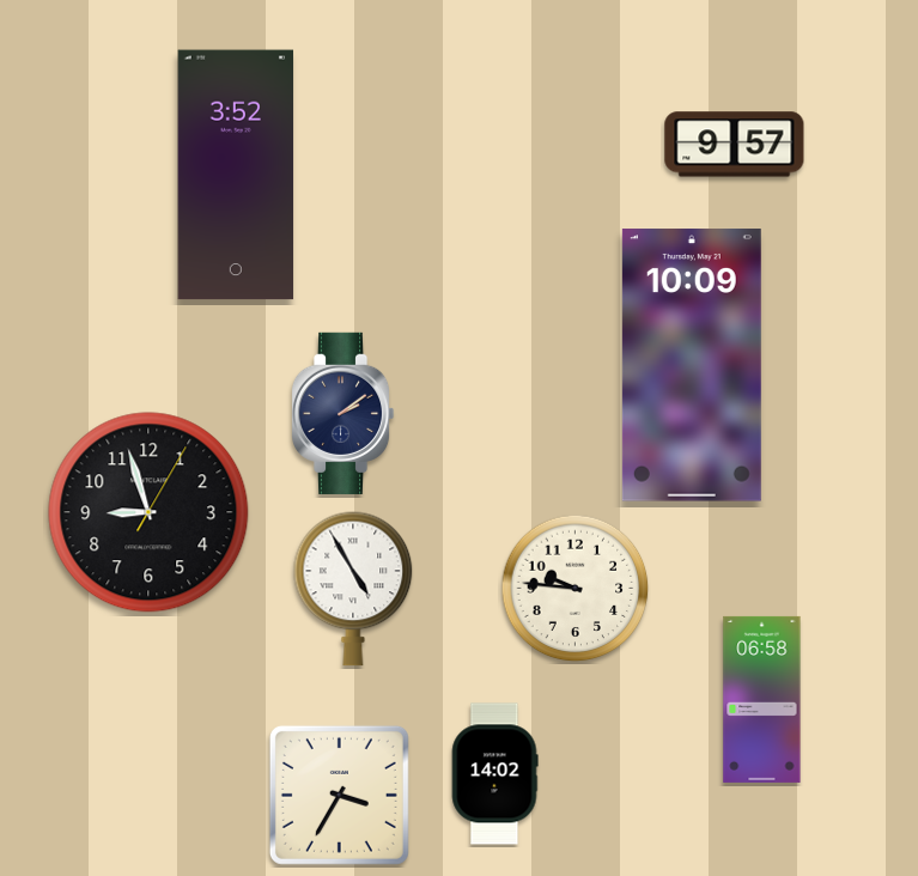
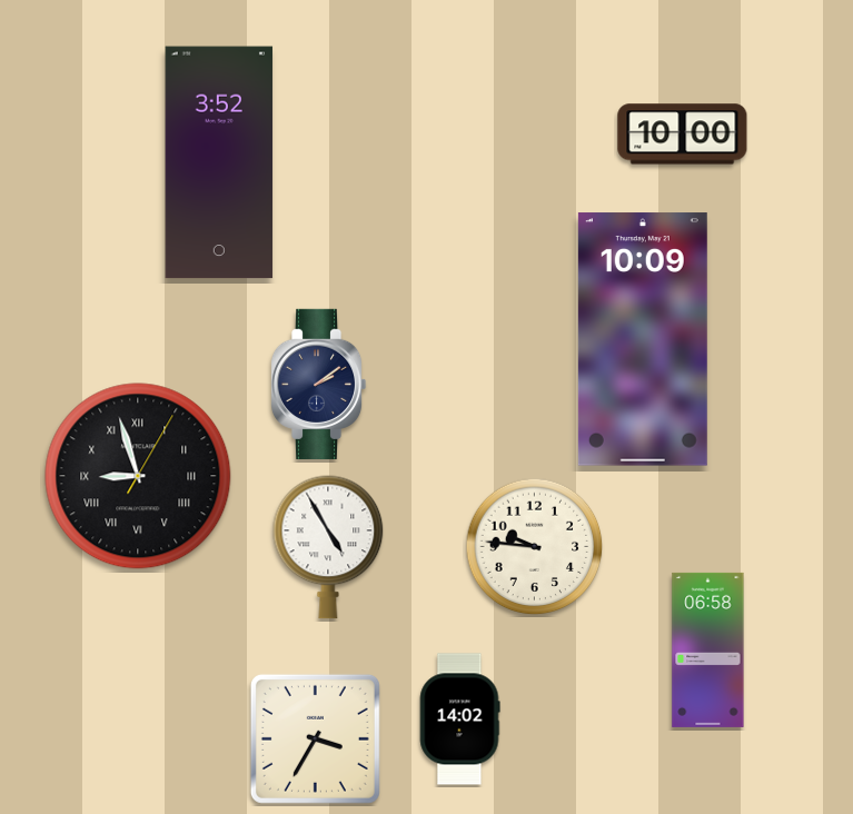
clock at (735, 145): 9:57 -> 10:00
clock at (148, 512) numerals: Arabic -> Roman
